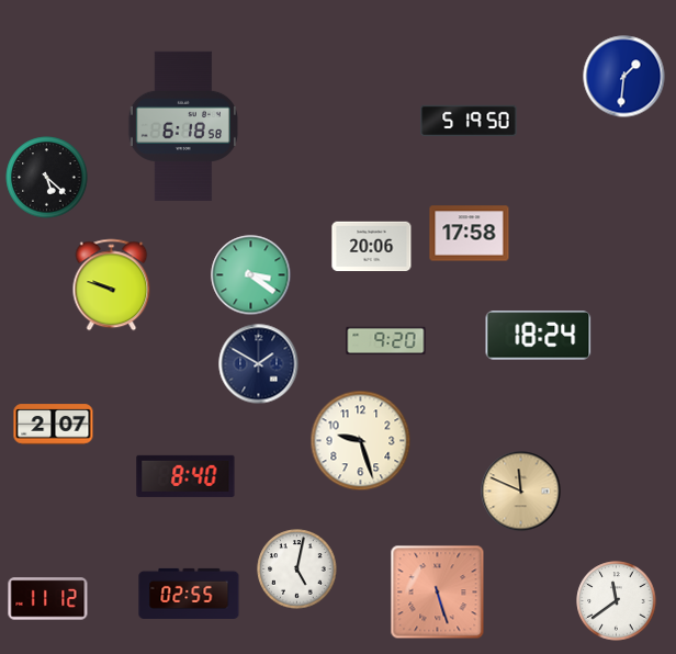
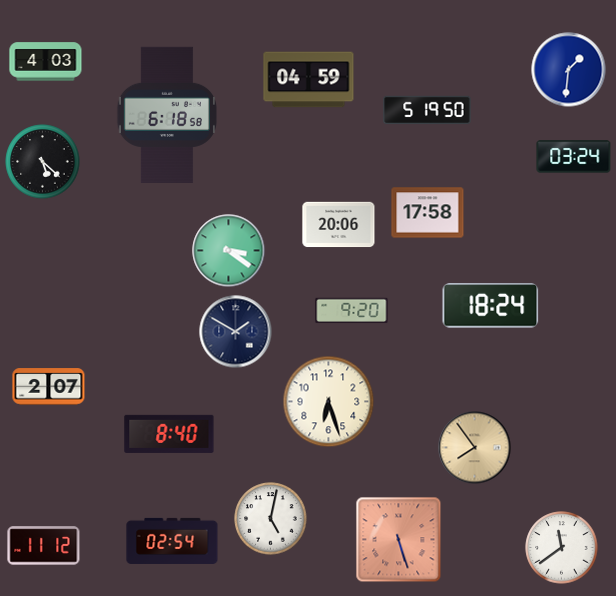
clock at (46, 62): none -> 4:03
clock at (309, 80): none -> 04:59
clock at (574, 157): none -> 03:24
clock at (112, 285): 9:48 -> none
clock at (361, 441): 9:27 -> 6:27
clock at (521, 492): 11:49 -> 7:54
clock at (189, 594): 02:55 -> 02:54
